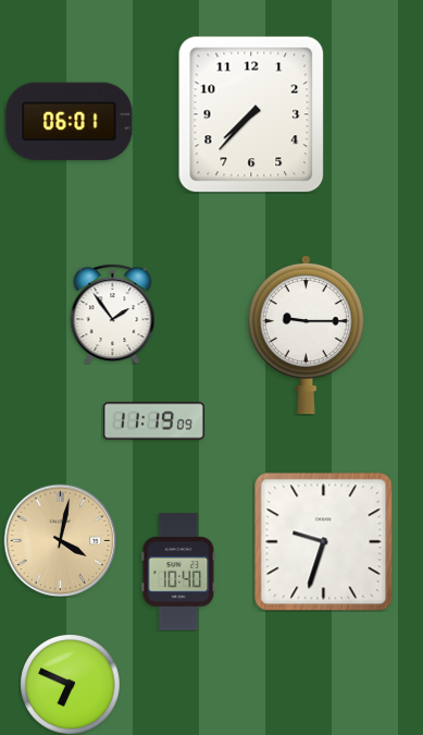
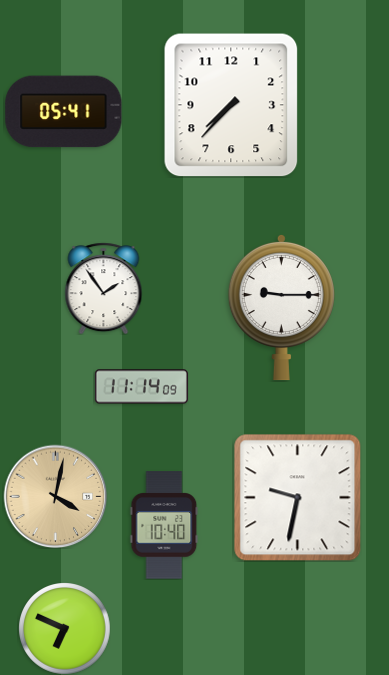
clock at (70, 122): 06:01 -> 05:41
clock at (153, 421): 11:19 -> 11:14
clock at (324, 542): 9:33 -> 9:32
